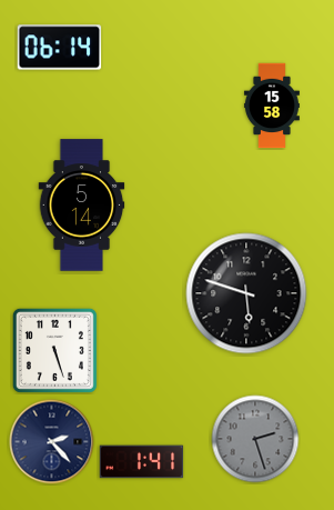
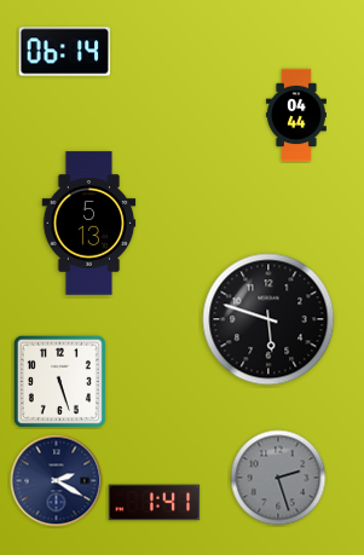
clock at (272, 106): 15:58 -> 04:44
clock at (82, 206): 5:14 -> 5:13
clock at (52, 442): 2:23 -> 2:20
